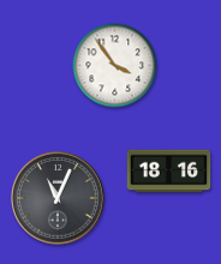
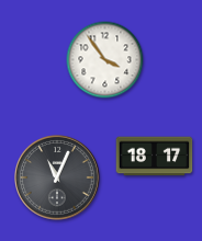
clock at (169, 172): 18:16 -> 18:17
clock at (58, 198) position: (58, 198) -> (57, 177)
